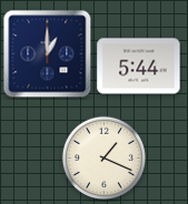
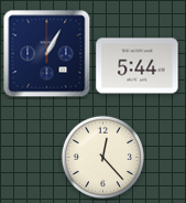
clock at (48, 54): 1:00 -> 1:05
clock at (103, 157): 1:19 -> 12:23
